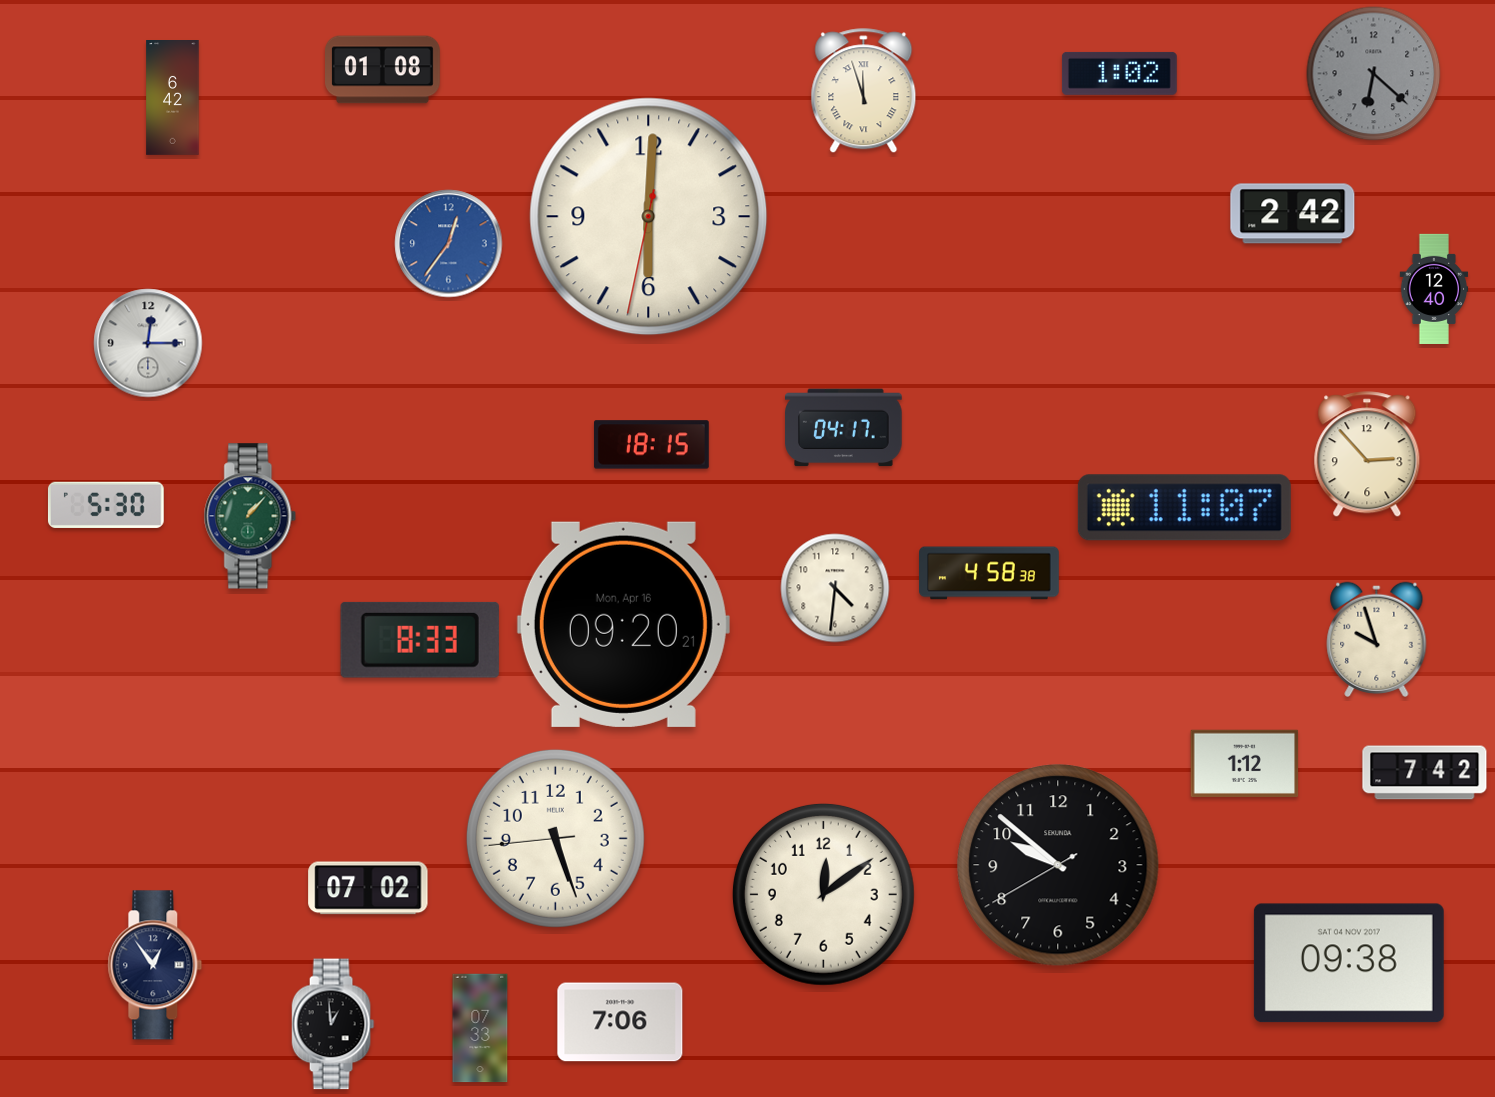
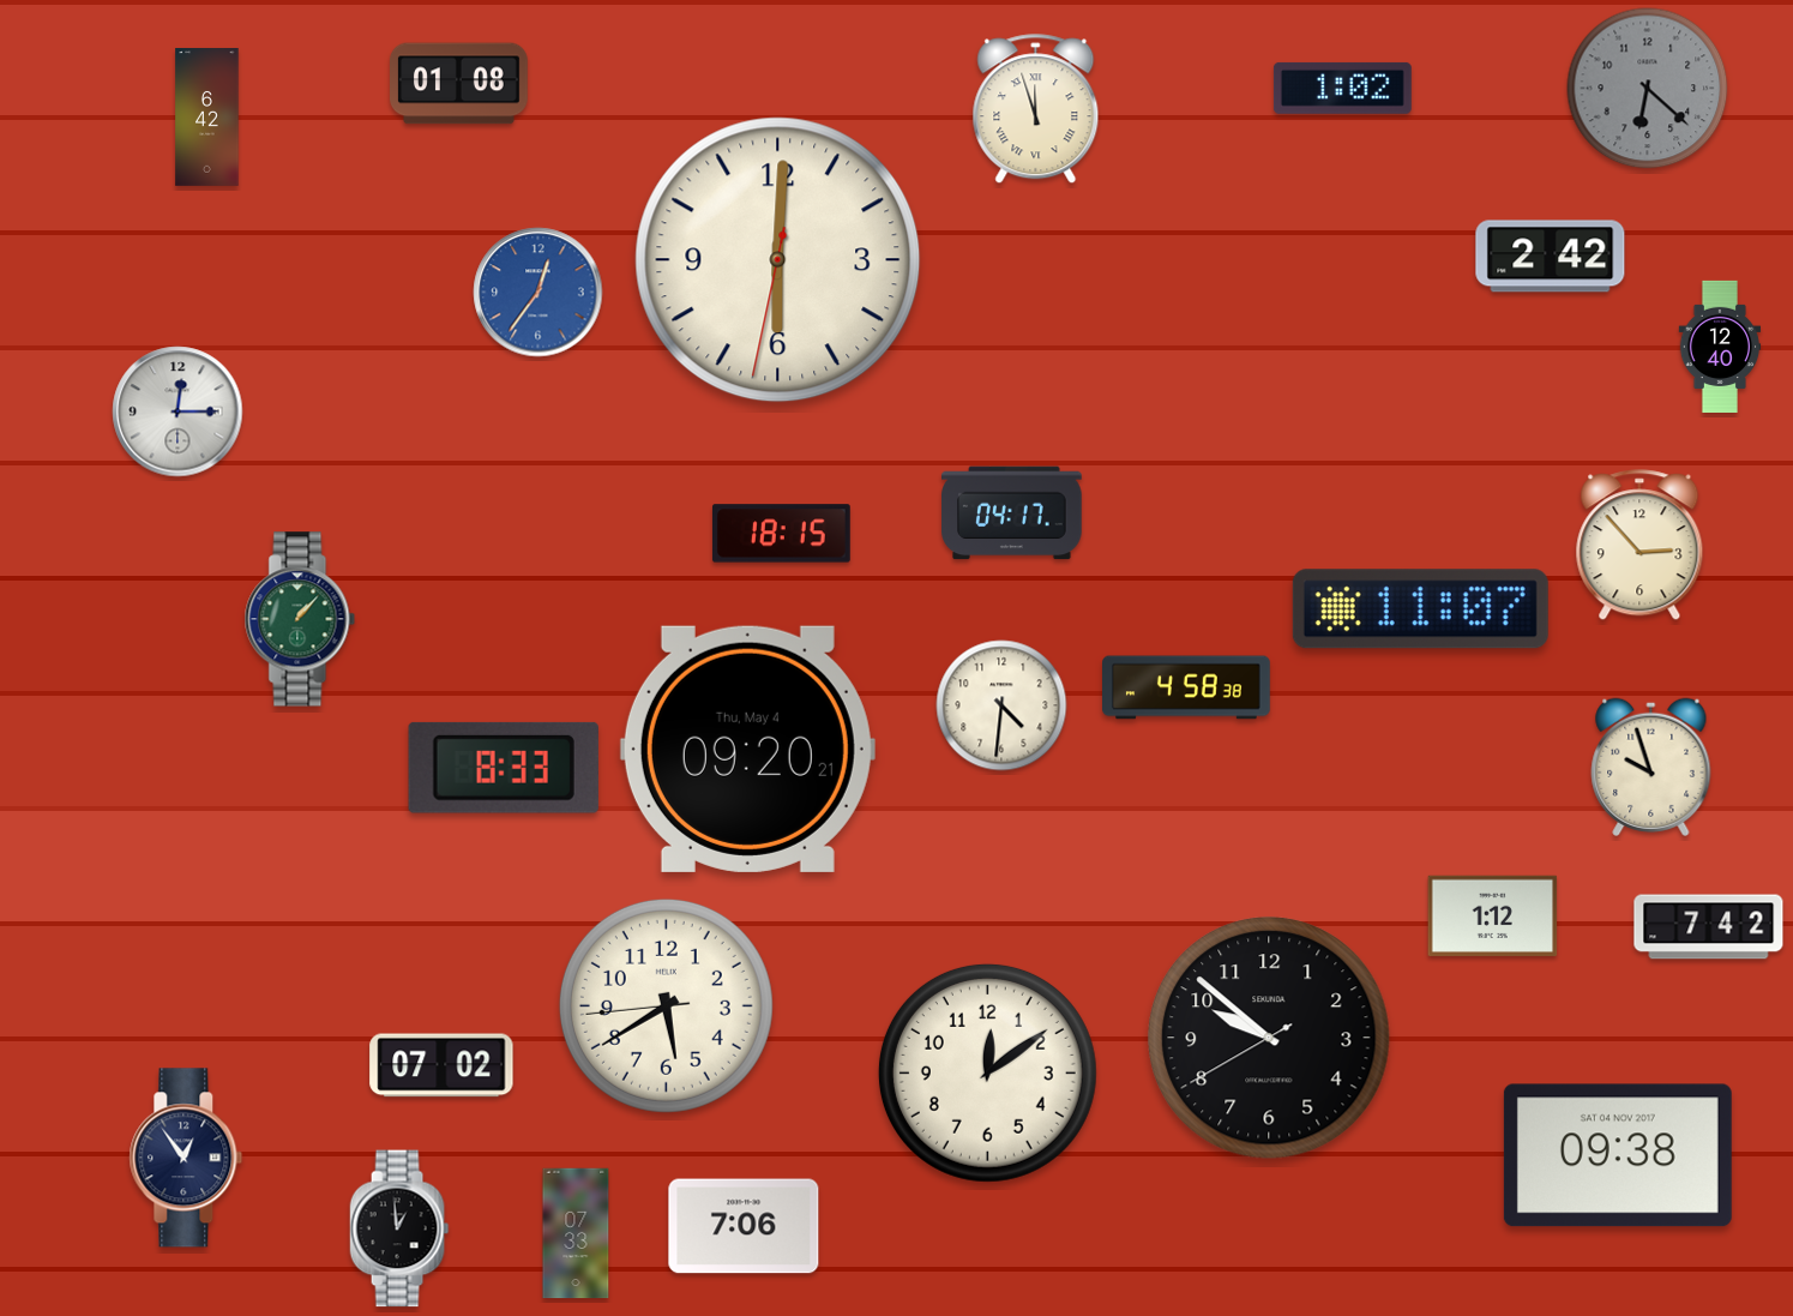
clock at (106, 505): 5:30 -> none
clock at (623, 624) date: Mon, Apr 16 -> Thu, May 4
clock at (555, 838): 5:26 -> 5:39
